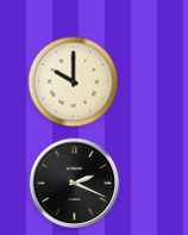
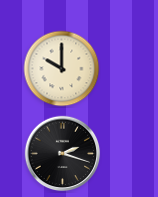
clock at (75, 184): 2:19 -> 2:18
